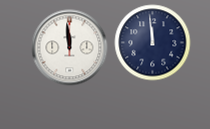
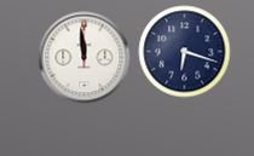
clock at (153, 43): 11:59 -> 6:18
